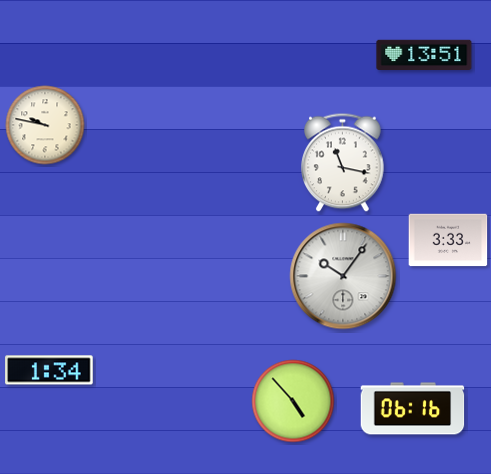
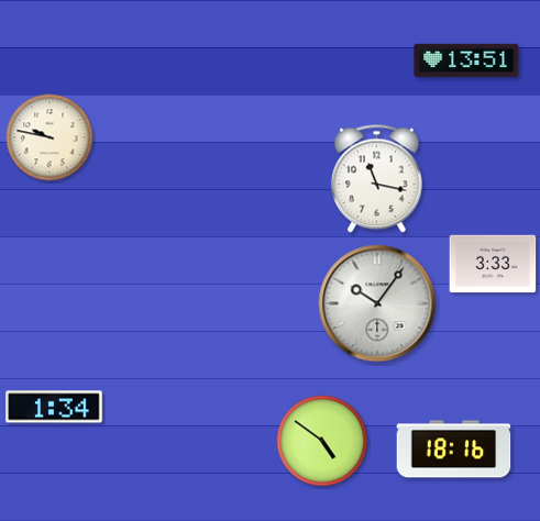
clock at (293, 401): 4:53 -> 4:51
clock at (413, 409): 06:16 -> 18:16
